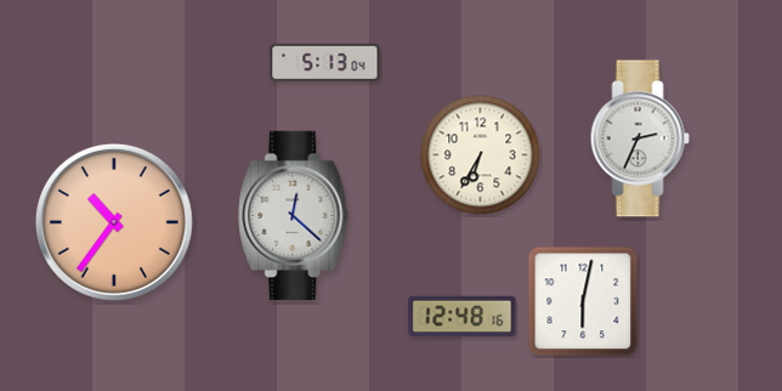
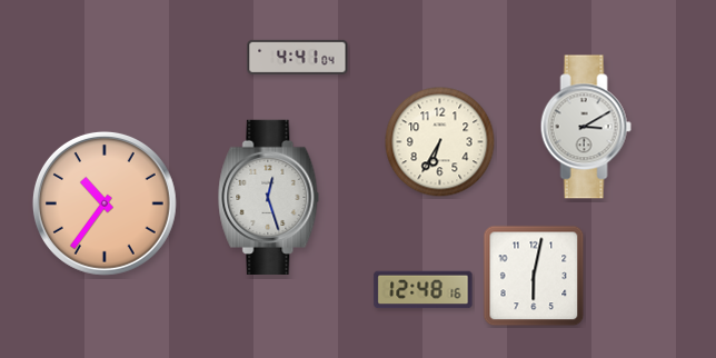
clock at (325, 62): 5:13 -> 4:41
clock at (640, 138): 2:34 -> 3:10
clock at (294, 215): 12:22 -> 12:27
